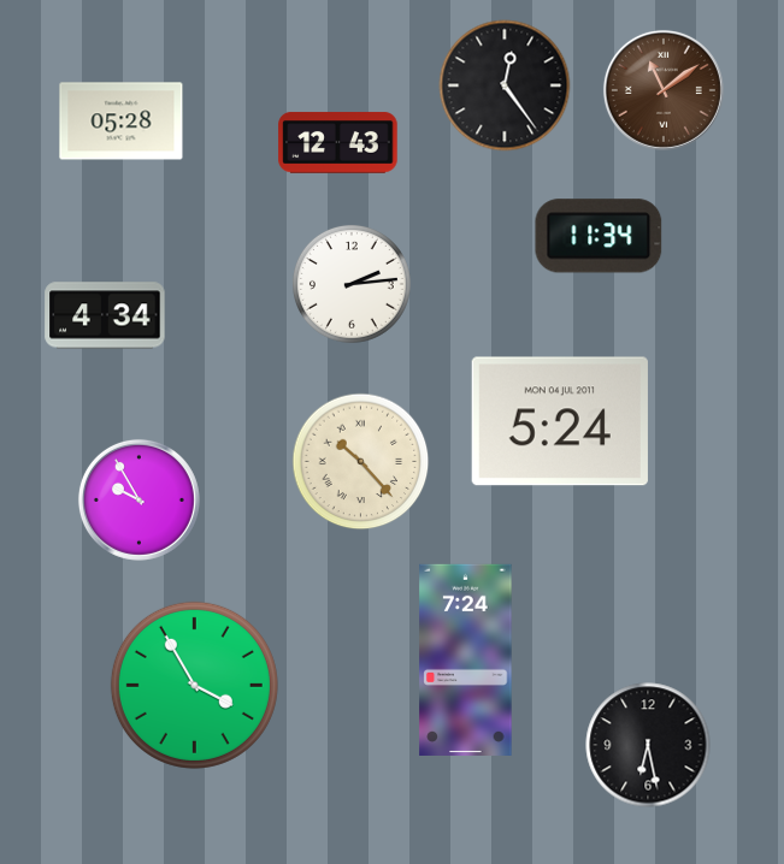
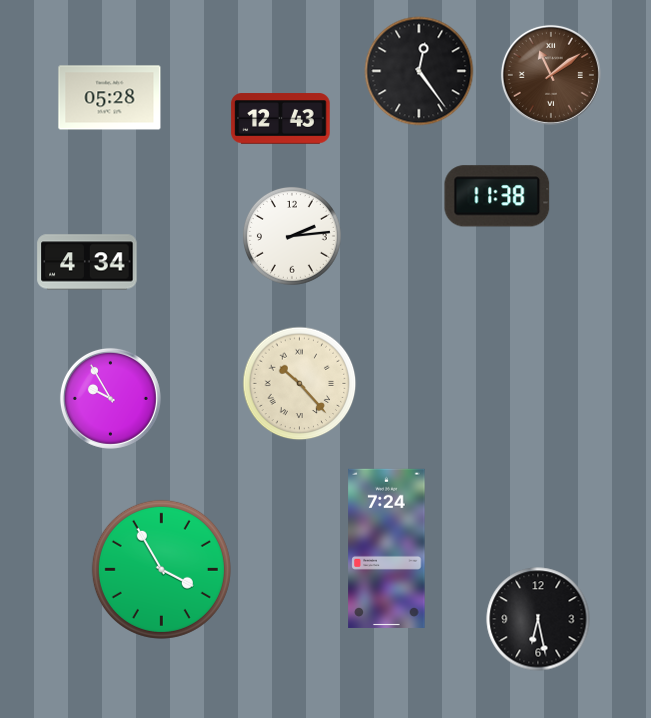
clock at (122, 122) position: (122, 122) -> (110, 98)
clock at (599, 236): 11:34 -> 11:38
clock at (560, 421): 5:24 -> none
clock at (138, 499) position: (138, 499) -> (110, 398)
